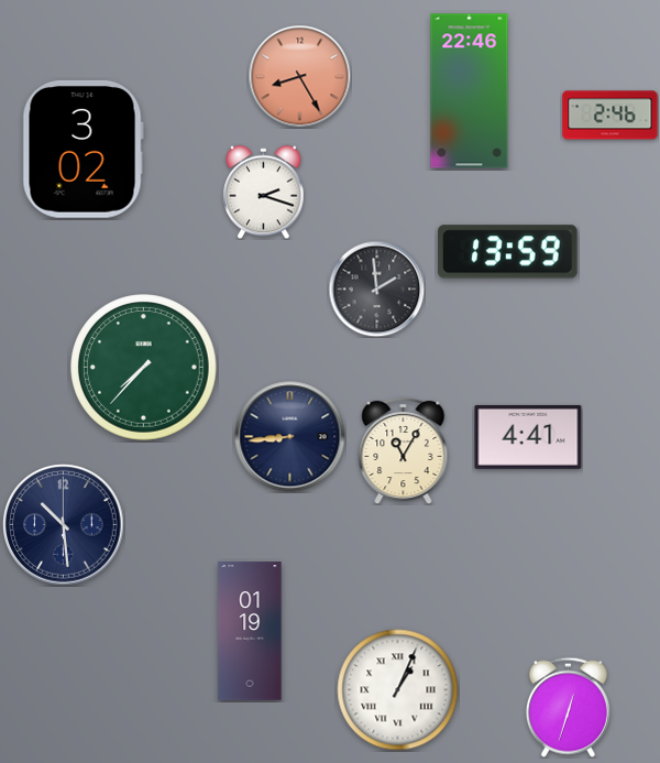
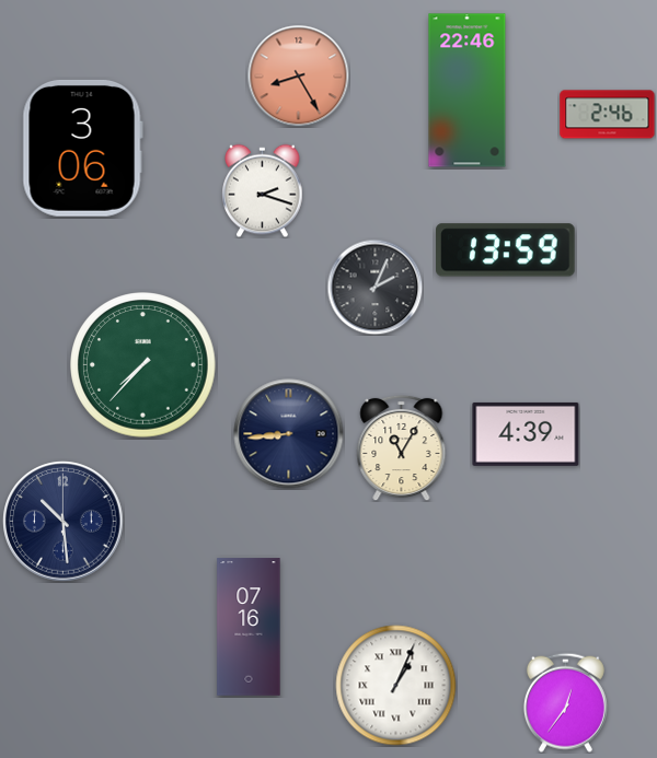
clock at (82, 149): 3:02 -> 3:06
clock at (376, 288): 1:59 -> 2:04
clock at (528, 437): 4:41 -> 4:39
clock at (250, 631): 01:19 -> 07:16
clock at (568, 707): 12:33 -> 12:36
